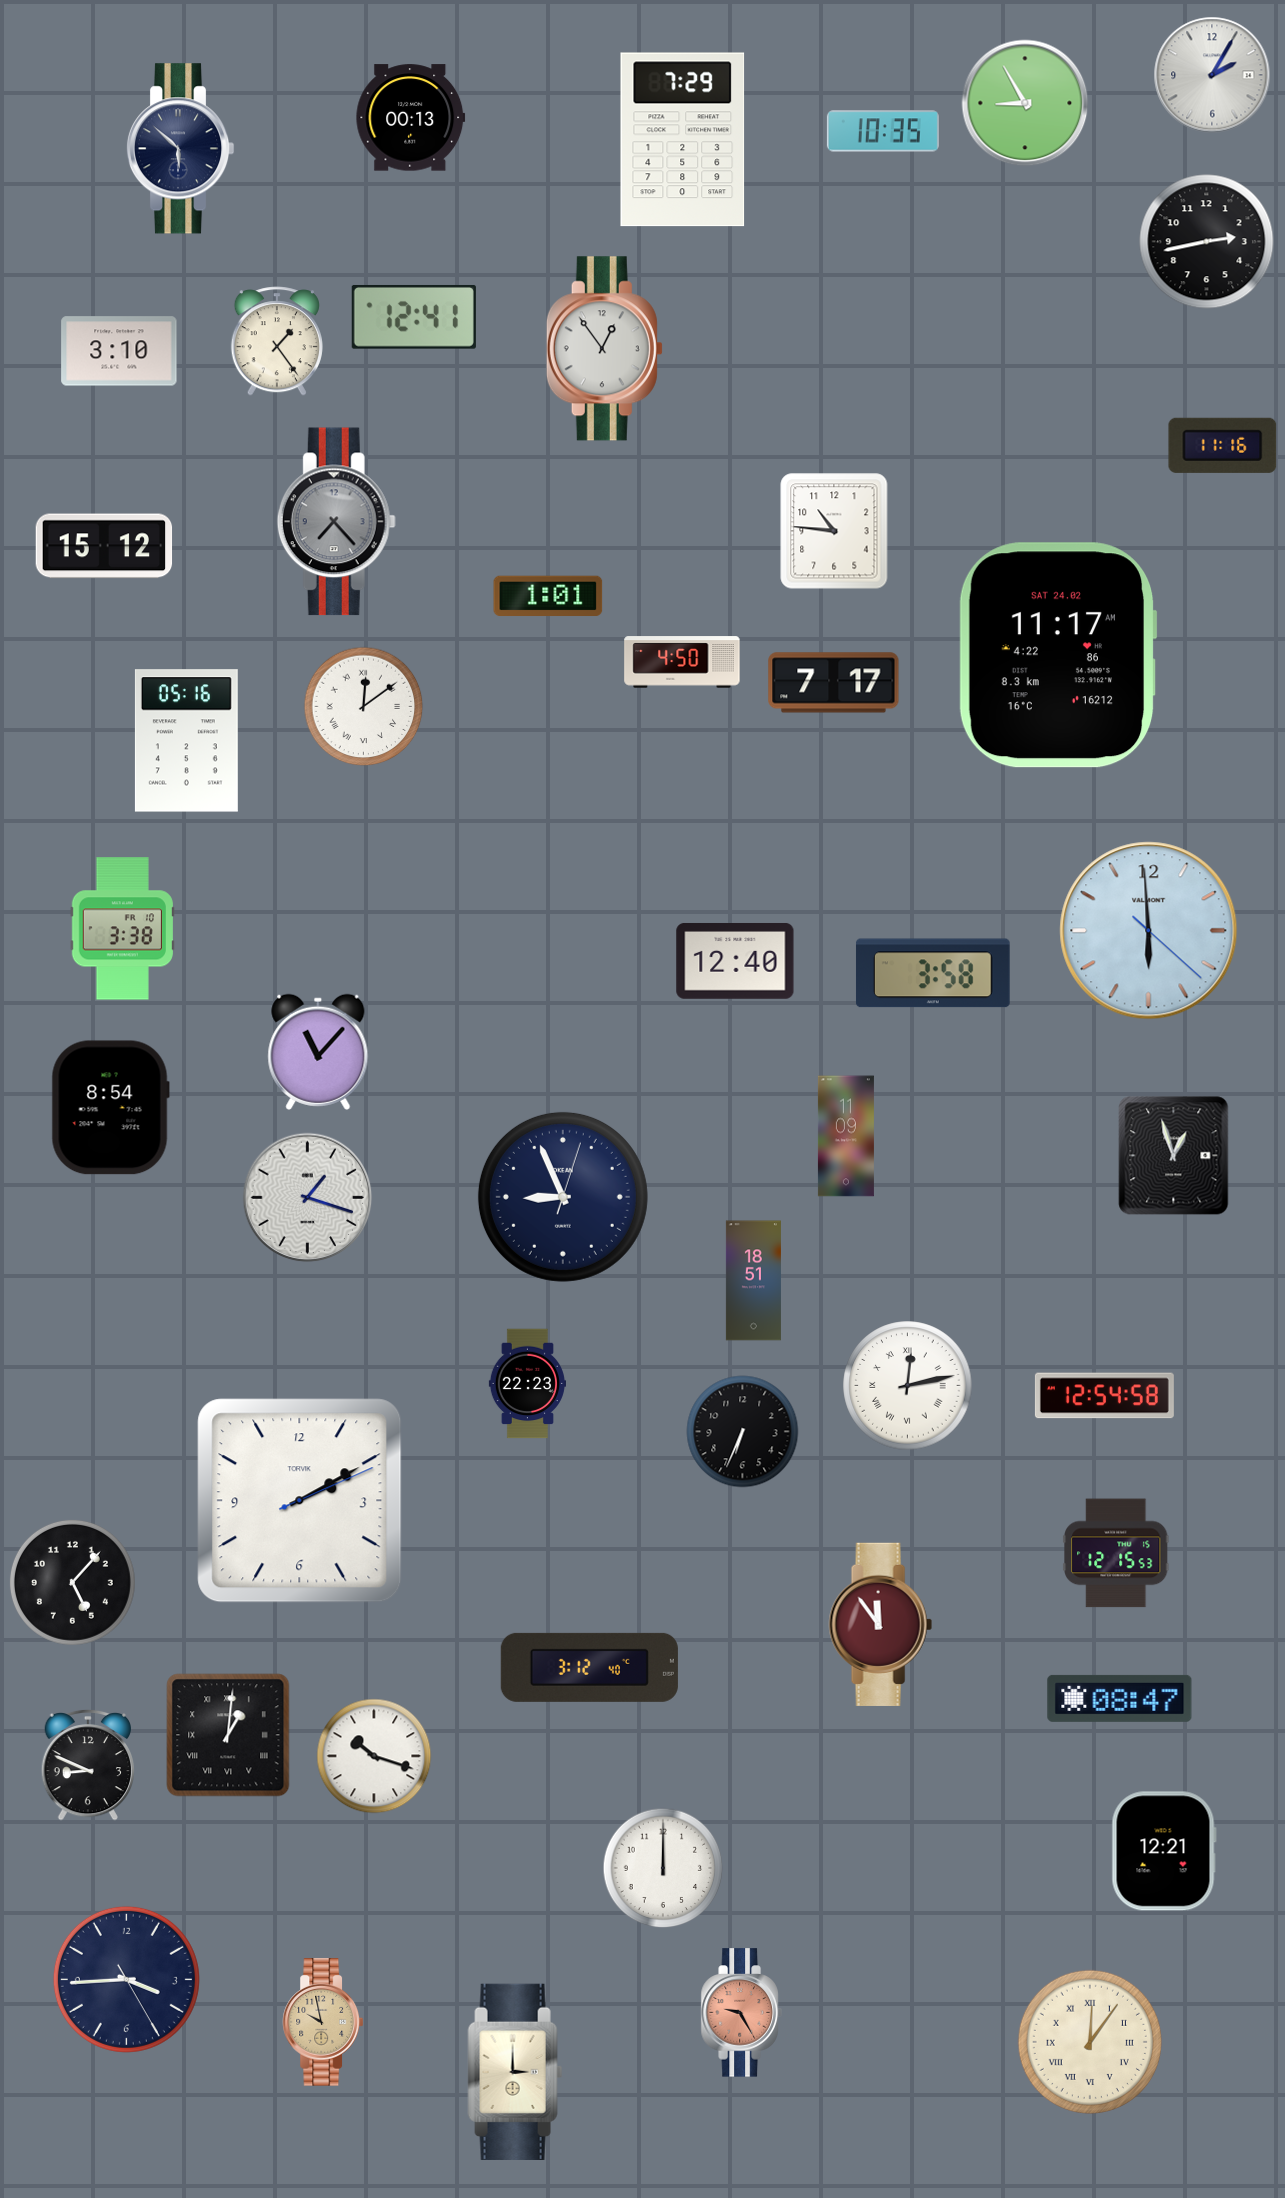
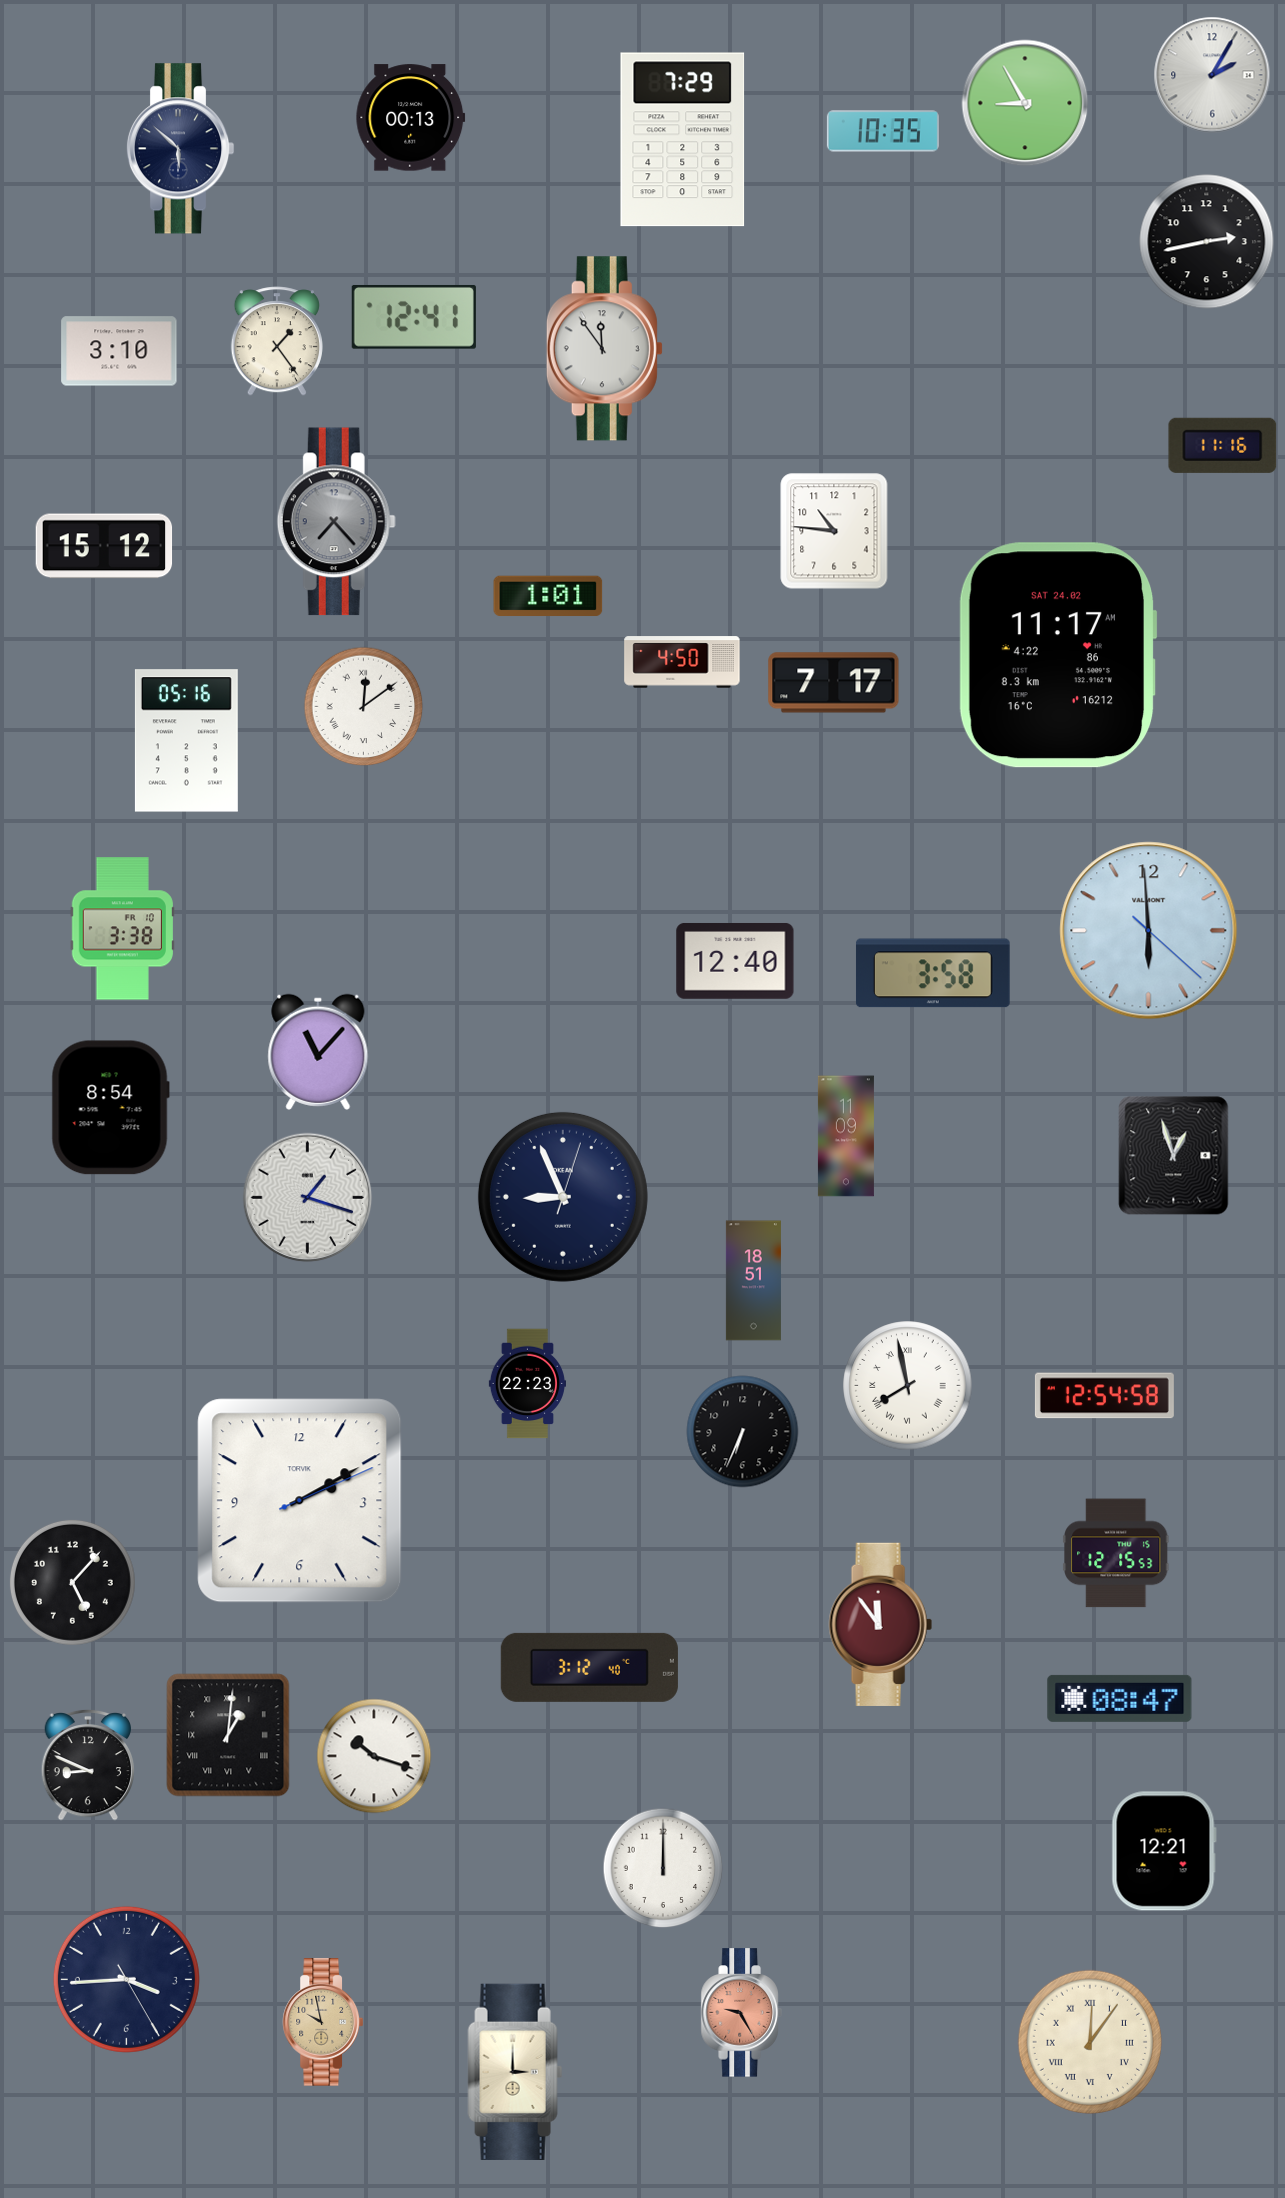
clock at (604, 349): 12:54 -> 11:54
clock at (908, 1386): 12:13 -> 7:58
